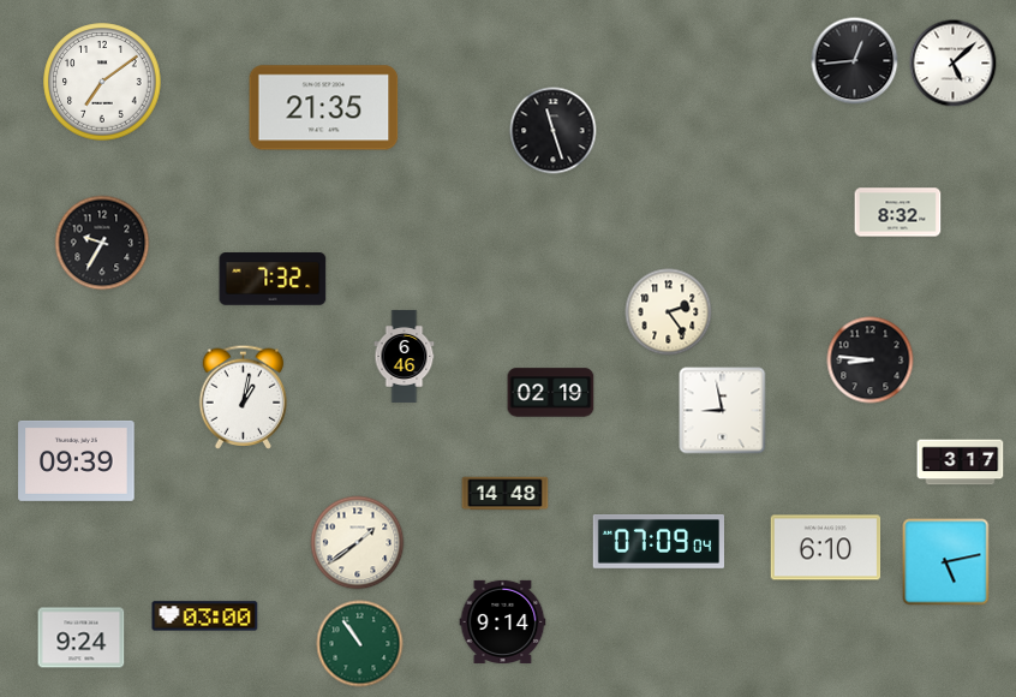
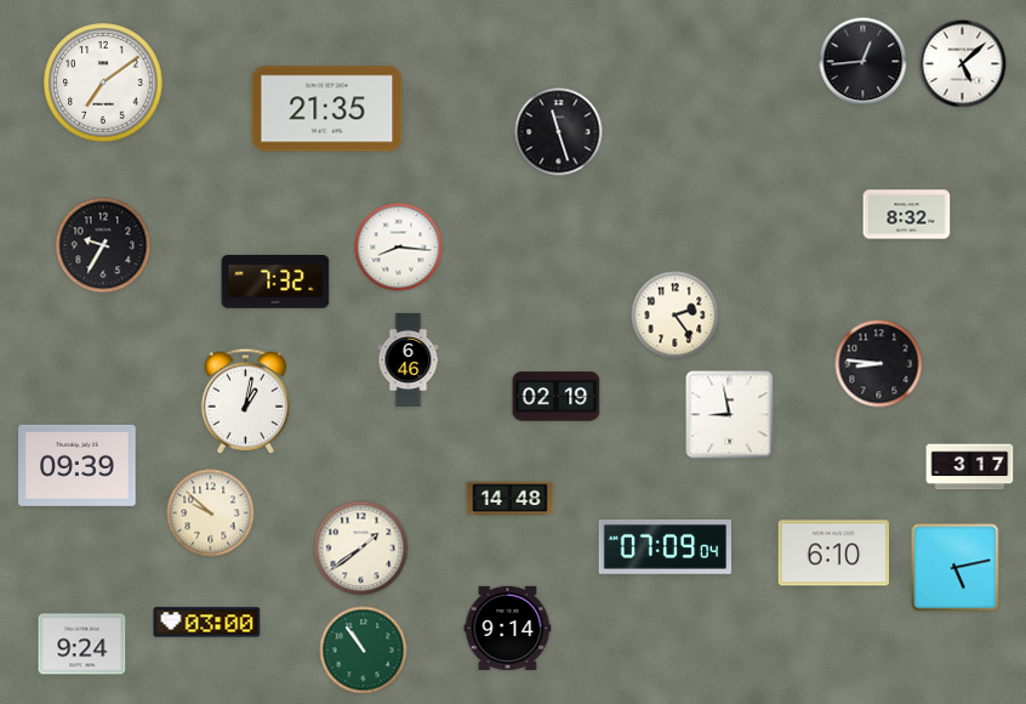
clock at (399, 248): none -> 8:16
clock at (211, 513): none -> 9:52
